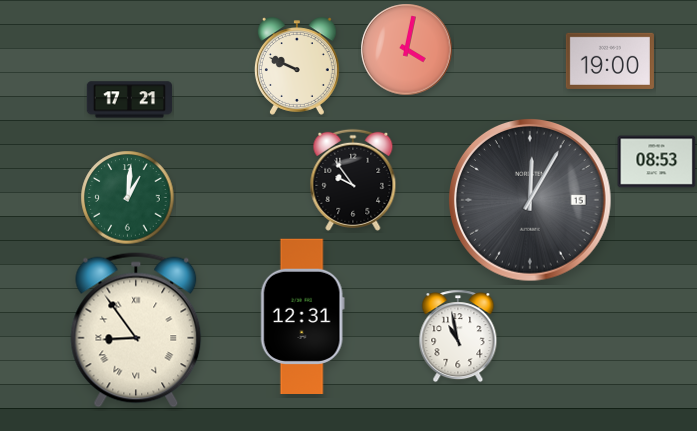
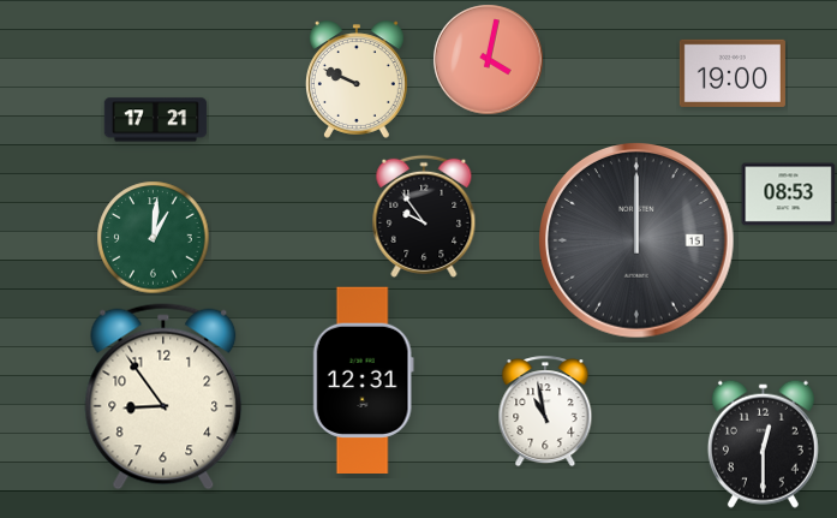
clock at (531, 201): 12:05 -> 12:00
clock at (136, 330) numerals: Roman -> Arabic
clock at (458, 336) position: (458, 336) -> (545, 411)
clock at (763, 443): none -> 12:30
